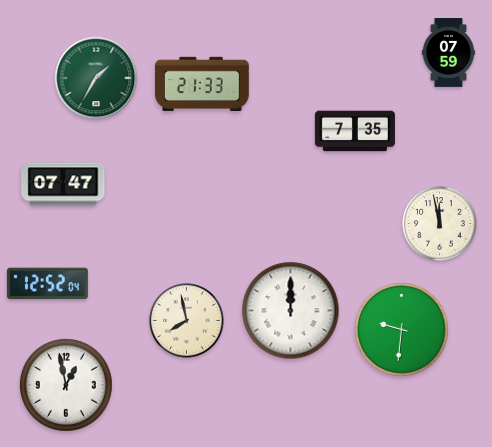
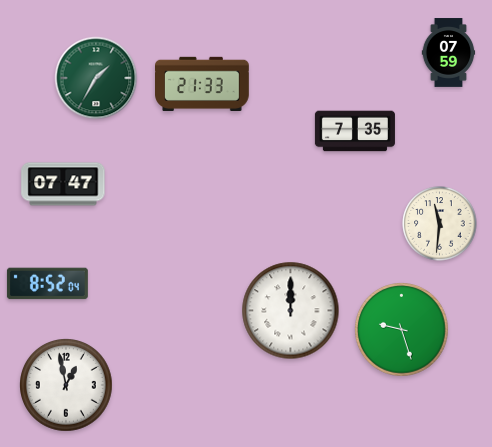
clock at (440, 224): 11:58 -> 11:31
clock at (47, 284): 12:52 -> 8:52
clock at (187, 321): 7:58 -> none
clock at (402, 330): 9:31 -> 9:27
